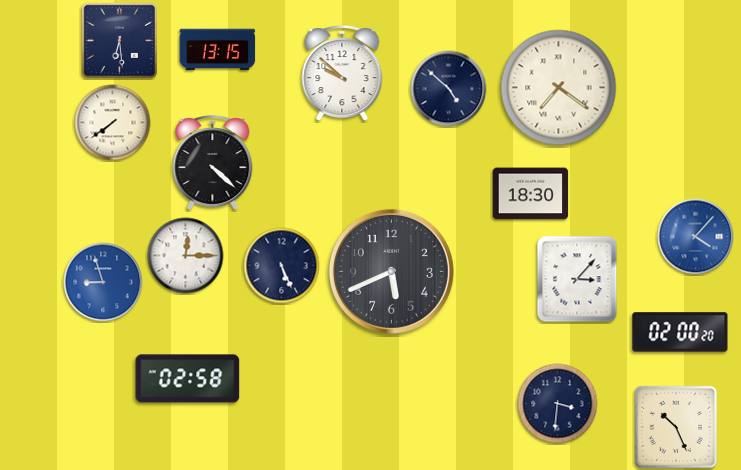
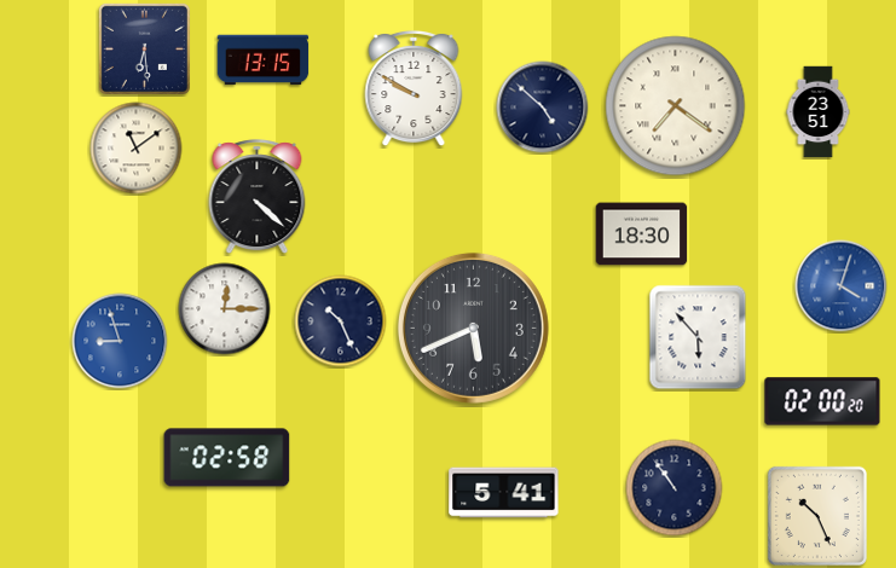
clock at (342, 73): 9:52 -> 9:50
clock at (819, 112): none -> 23:51
clock at (113, 123): 7:39 -> 11:09
clock at (696, 237): 4:07 -> 4:03
clock at (282, 266): 5:26 -> 10:26
clock at (577, 279): 3:07 -> 5:53
clock at (103, 282) position: (103, 282) -> (120, 341)
clock at (558, 404): 3:31 -> 10:54
clock at (504, 493): none -> 5:41
